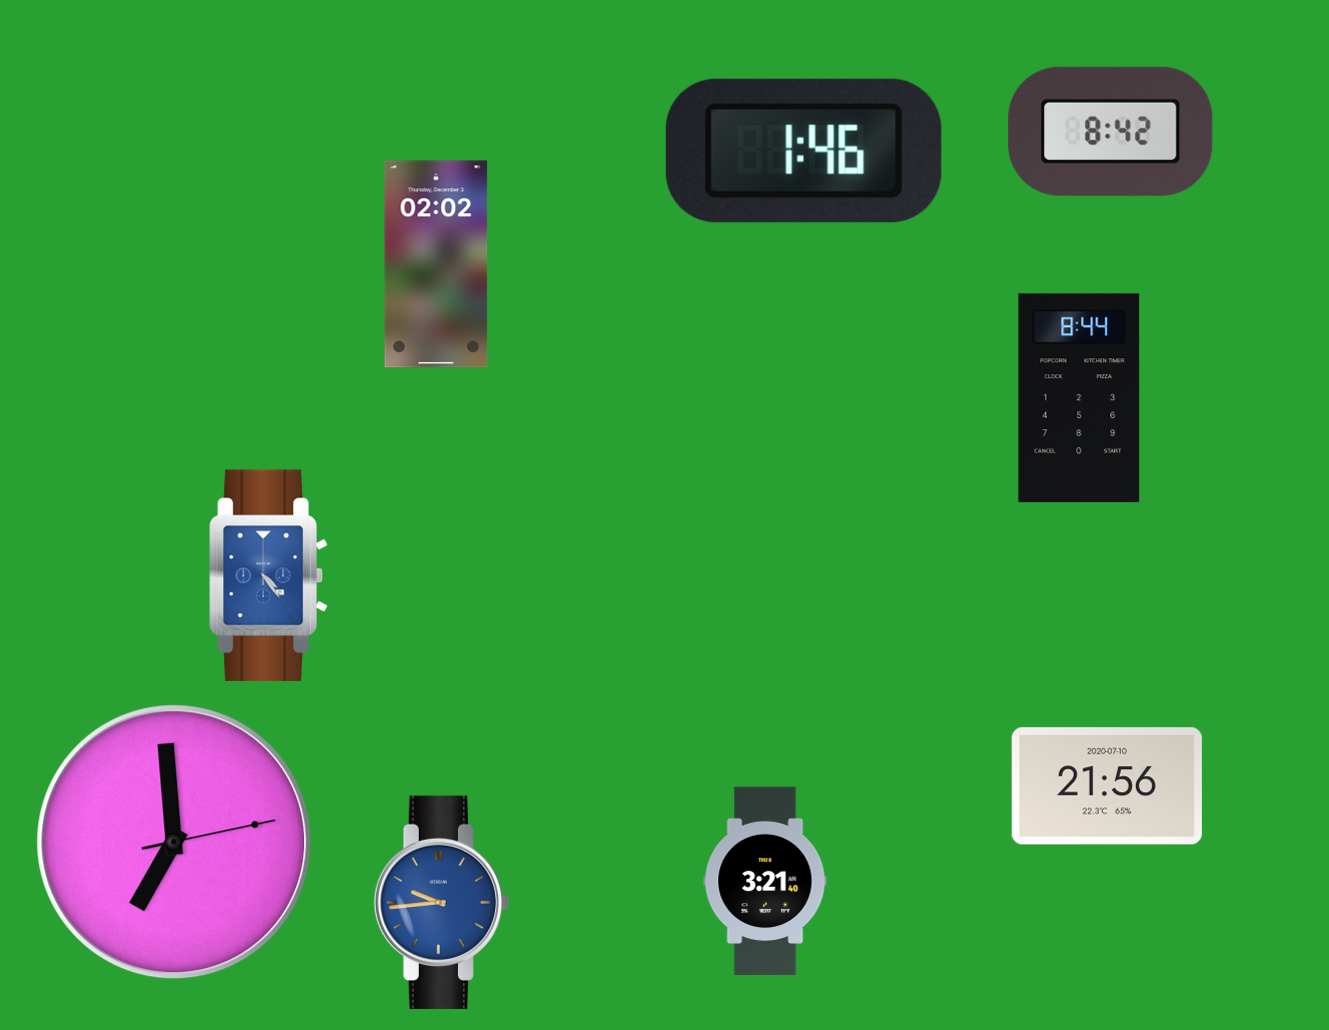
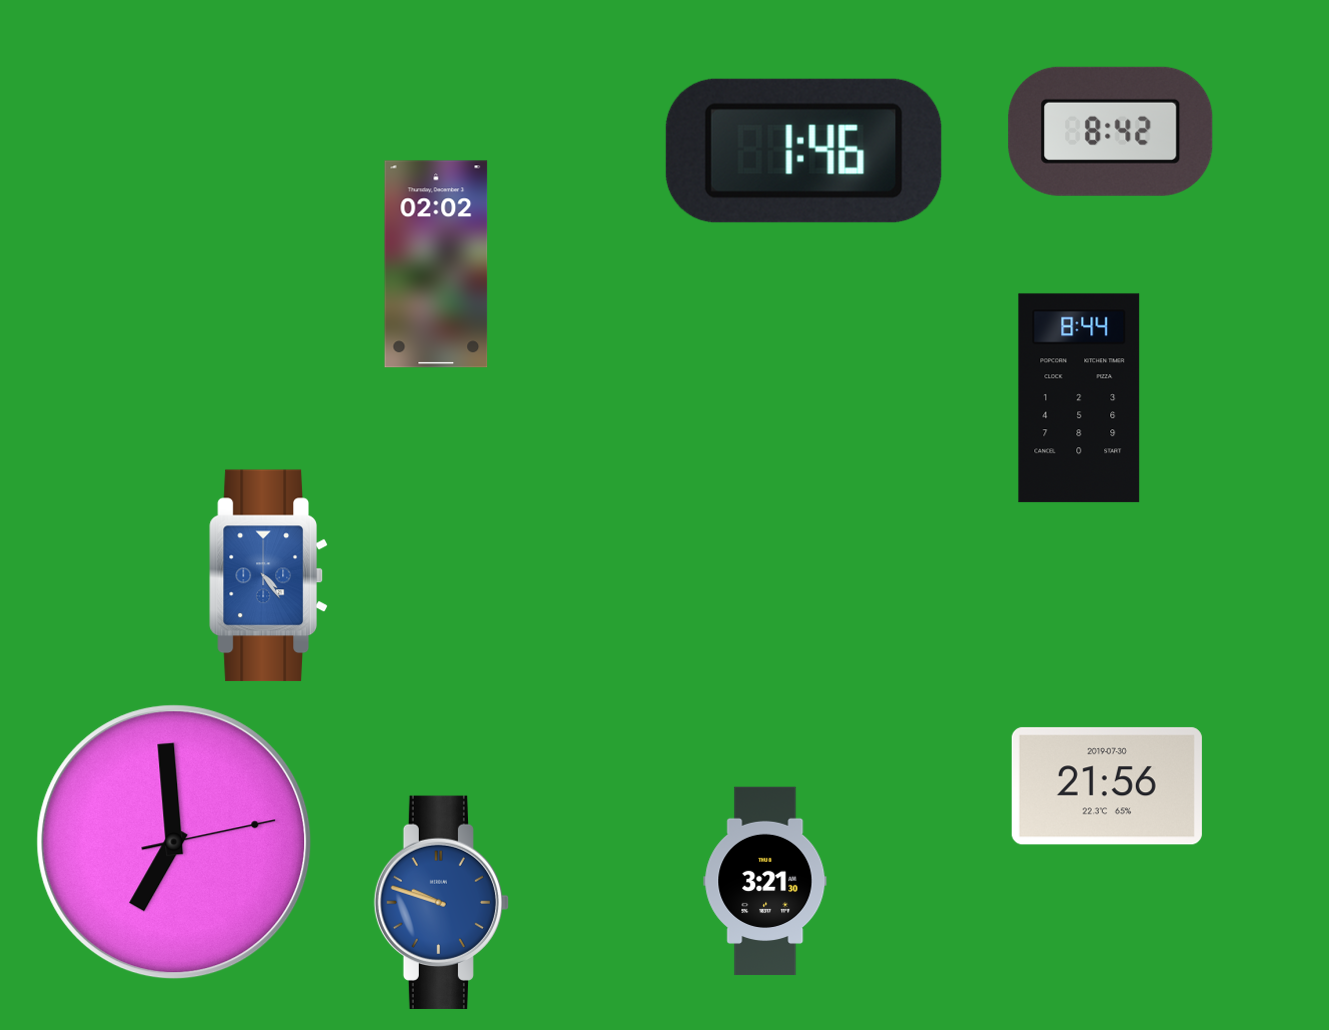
clock at (1107, 786) date: 2020-07-10 -> 2019-07-30
clock at (765, 881): 3:21:40 -> 3:21:30
clock at (441, 902): 9:44 -> 9:48
